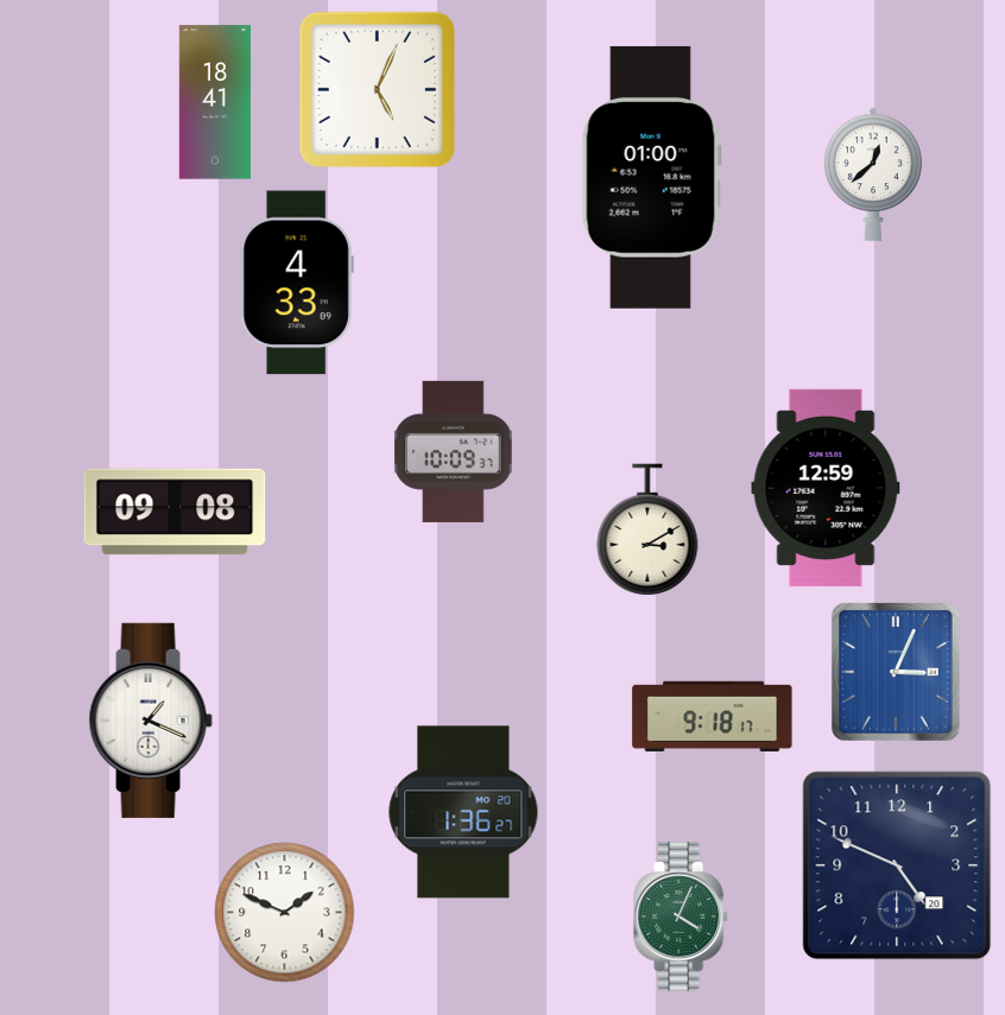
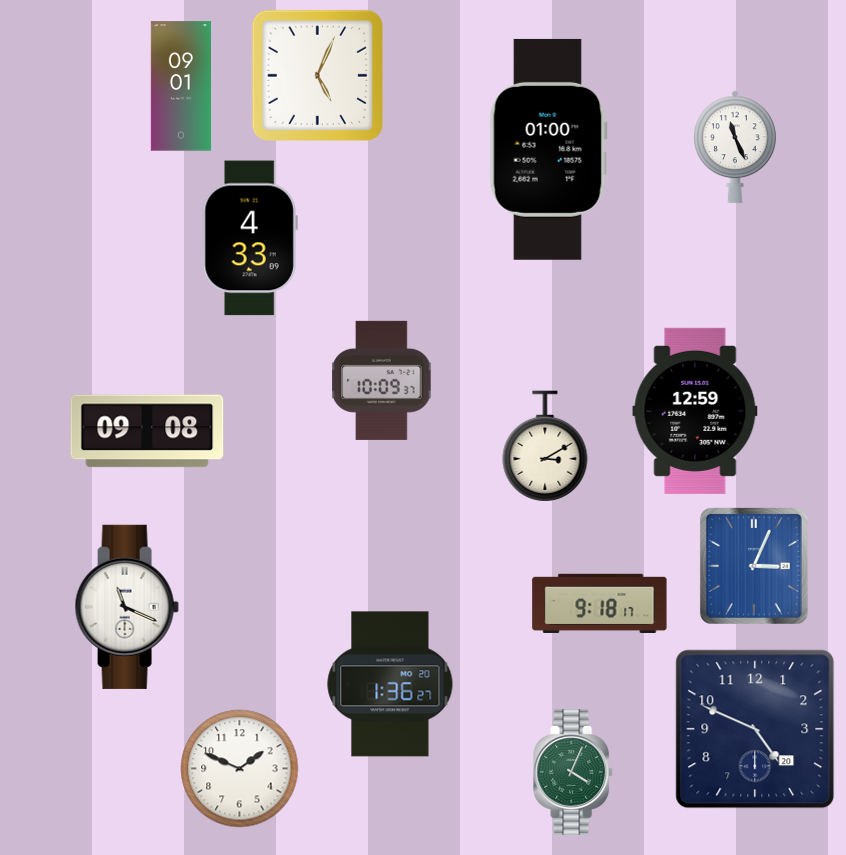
clock at (214, 102): 18:41 -> 09:01
clock at (873, 175): 12:38 -> 11:26
clock at (151, 721): 1:19 -> 11:19
